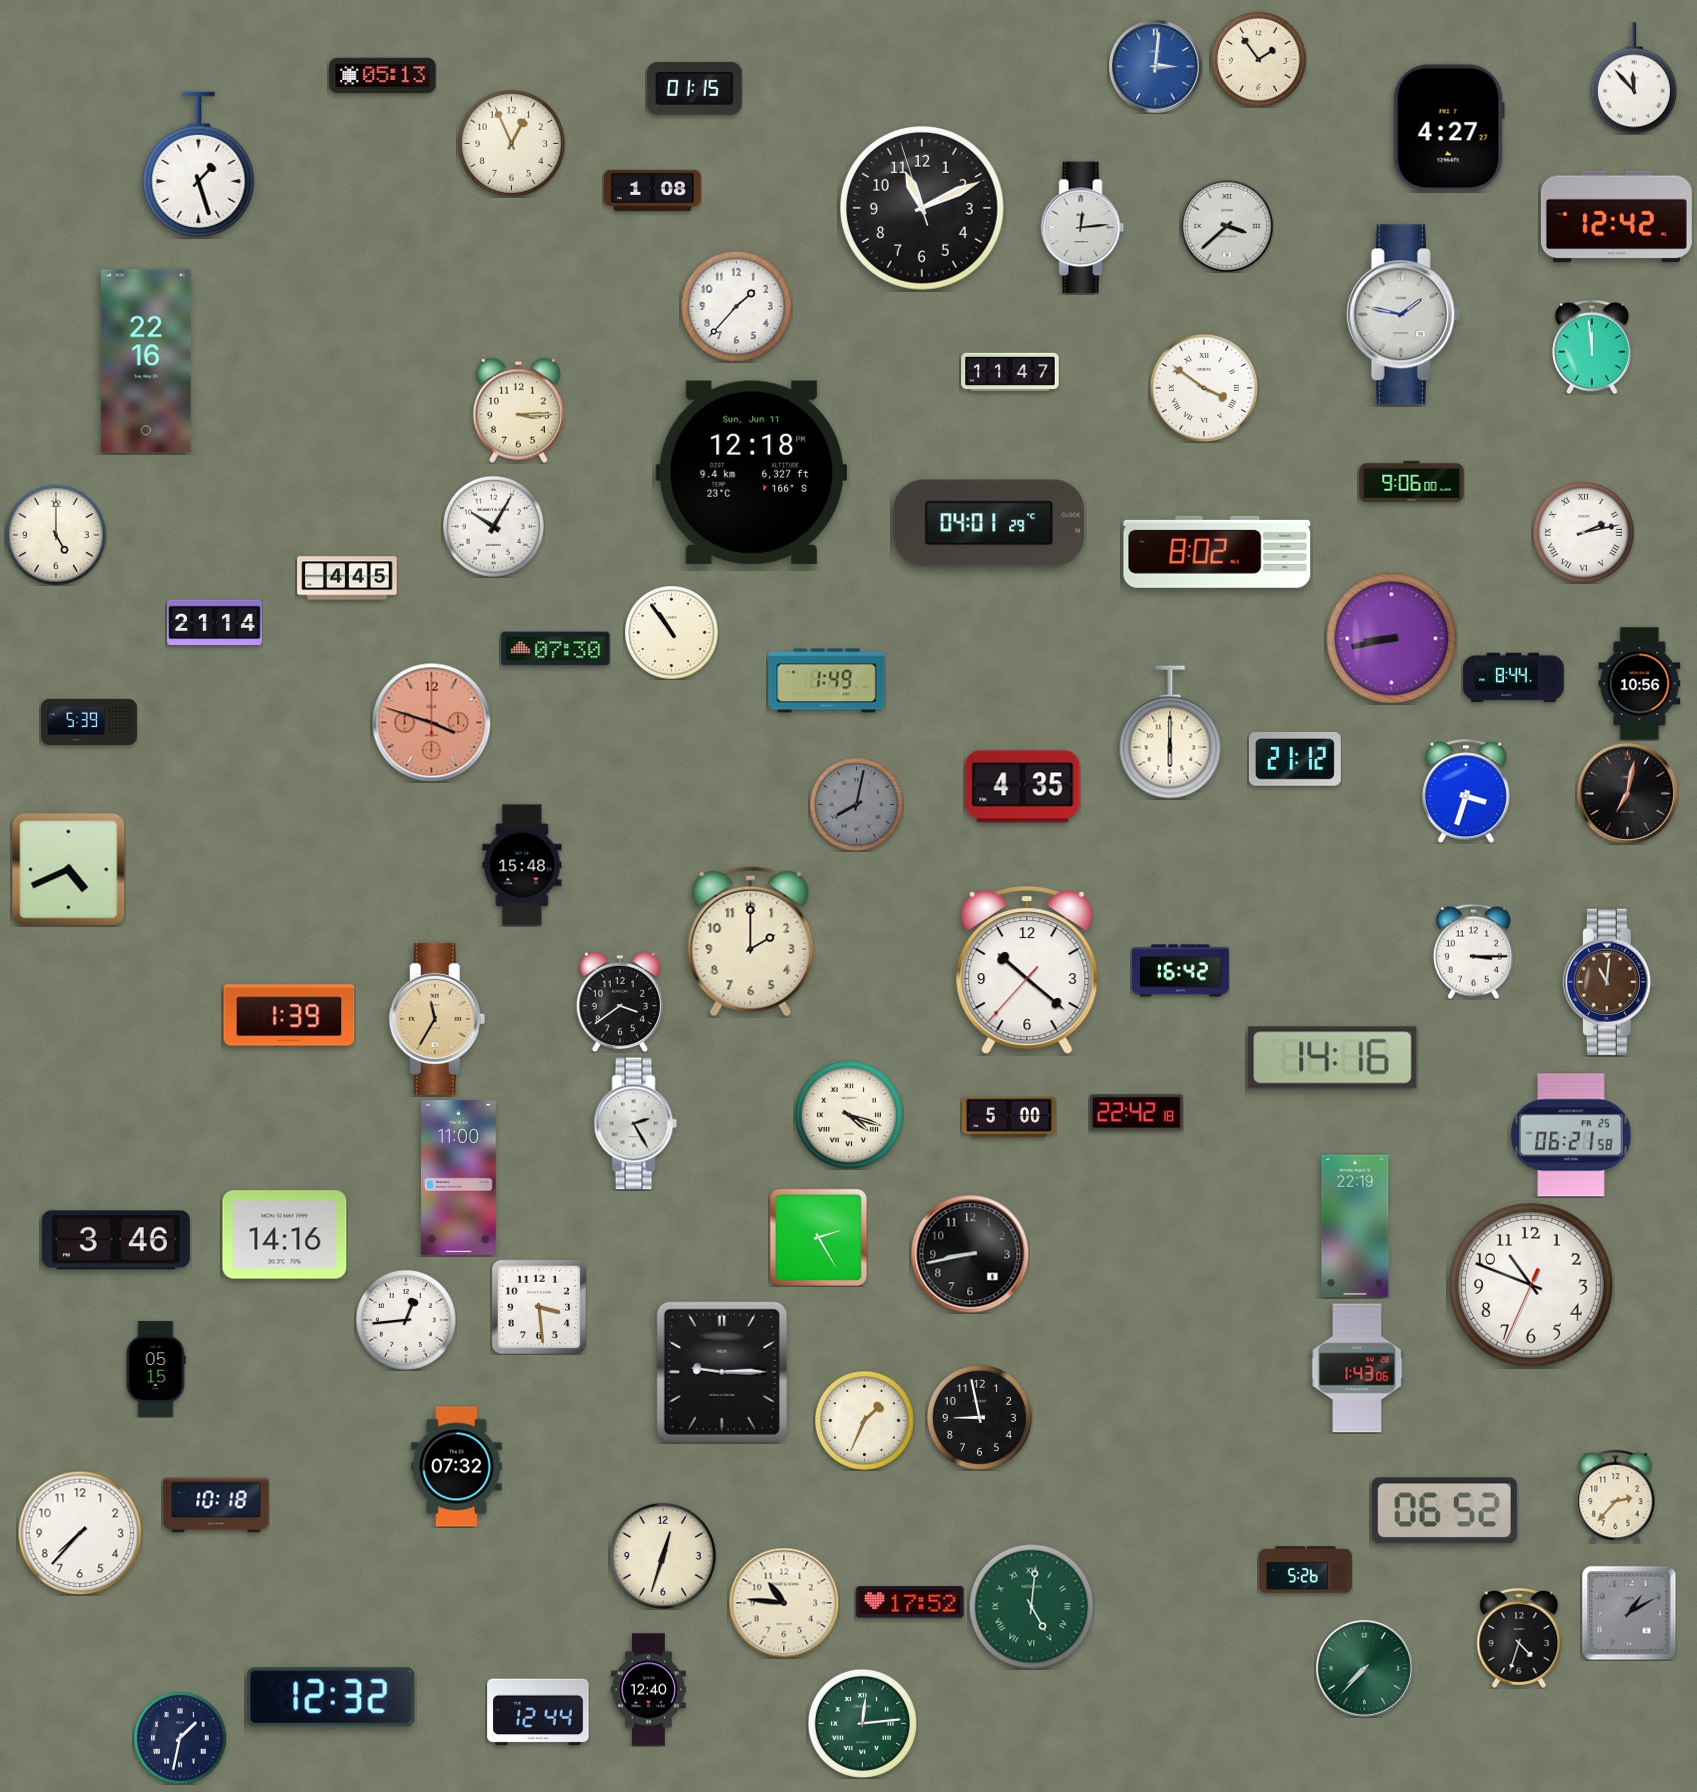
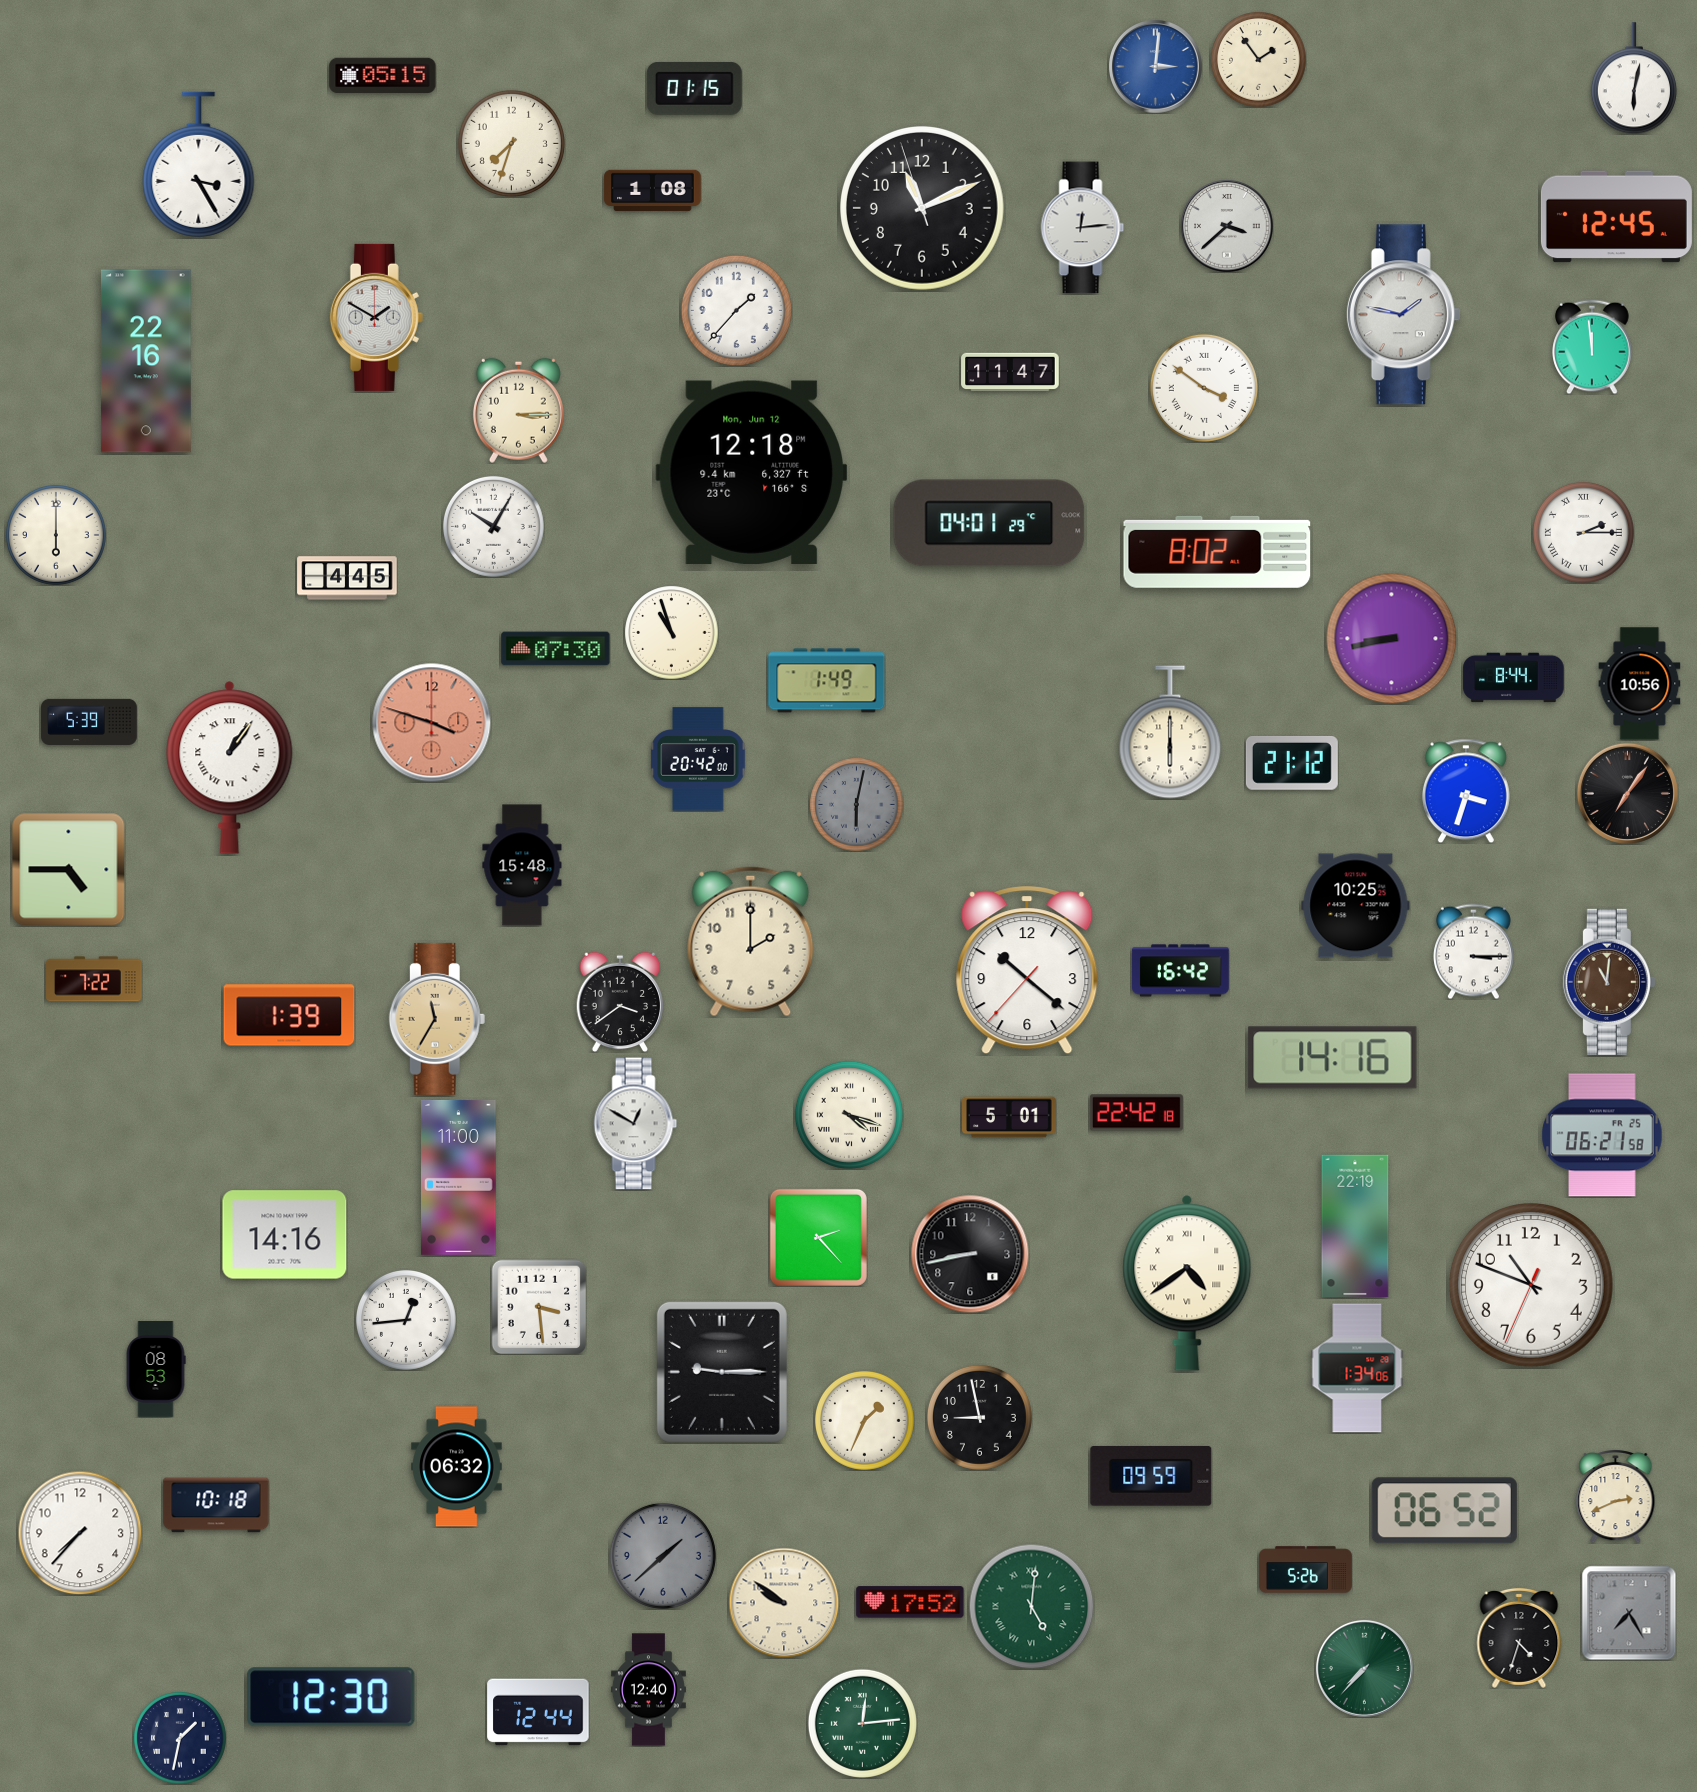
clock at (383, 76): 05:13 -> 05:15
clock at (1634, 78): 11:53 -> 6:02
clock at (1449, 128): 4:27 -> none
clock at (511, 143): 12:56 -> 7:33
clock at (199, 164): 1:27 -> 3:25
clock at (1616, 217): 12:42 -> 12:45
clock at (736, 306) position: (736, 306) -> (736, 310)
clock at (376, 317): none -> 1:50
clock at (751, 472) date: Sun, Jun 11 -> Mon, Jun 12
clock at (1412, 482): 9:06 -> none
clock at (1583, 532): 2:13 -> 2:15
clock at (56, 535): 5:00 -> 6:00
clock at (215, 623): 21:14 -> none
clock at (671, 632): 10:54 -> 10:57
clock at (698, 759): none -> 20:42
clock at (1295, 759) position: (1295, 759) -> (1292, 763)
clock at (230, 768): none -> 1:06
clock at (1023, 787): 4:35 -> none
clock at (1627, 793): 7:02 -> 7:06
clock at (856, 804): 8:02 -> 6:02
clock at (68, 869): 4:41 -> 4:45
clock at (1356, 906): none -> 10:25
clock at (94, 979): none -> 7:22
clock at (1010, 1117): 5:00 -> 5:01
clock at (636, 1124): 2:25 -> 12:50
clock at (1571, 1135) position: (1571, 1135) -> (1602, 1135)
clock at (818, 1237): 2:25 -> 2:23
clock at (116, 1240): 3:46 -> none
clock at (1187, 1283): none -> 4:39
clock at (1357, 1368): 1:43 -> 1:34
clock at (156, 1369): 05:15 -> 08:53
clock at (457, 1467): 07:32 -> 06:32
clock at (1151, 1476): none -> 09:59
clock at (1616, 1496): 2:37 -> 2:41
clock at (663, 1556): 12:33 -> 1:38
clock at (663, 1556) dial: cream -> grey
clock at (784, 1603): 10:46 -> 9:51
clock at (1629, 1613): 1:10 -> 7:25
clock at (331, 1697): 12:32 -> 12:30
